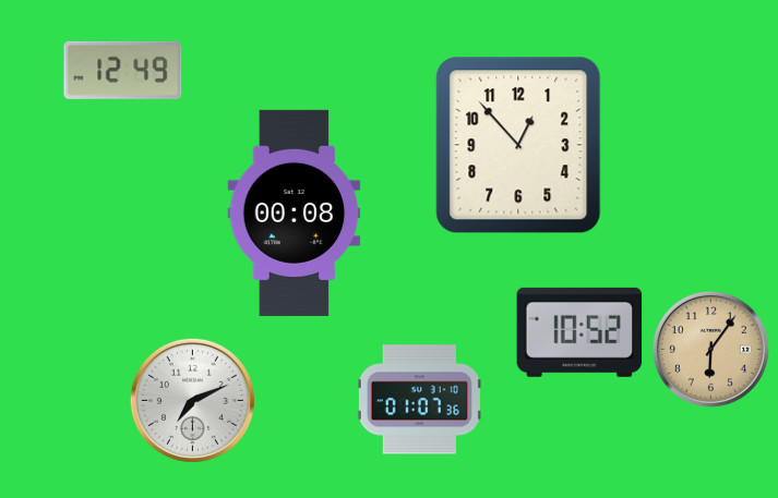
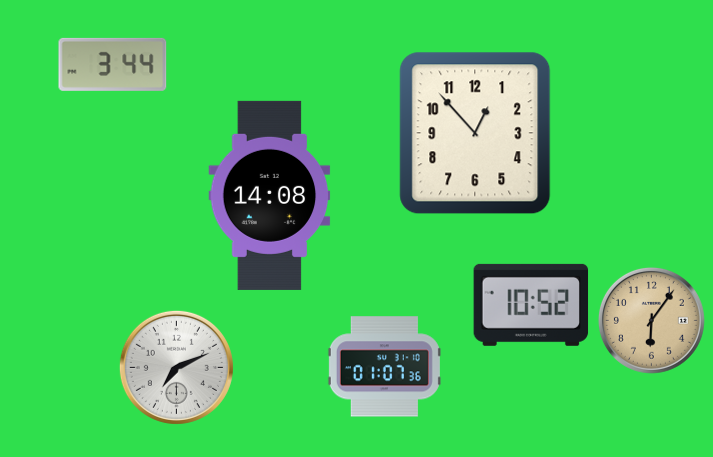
clock at (123, 70): 12:49 -> 3:44
clock at (295, 212): 00:08 -> 14:08
